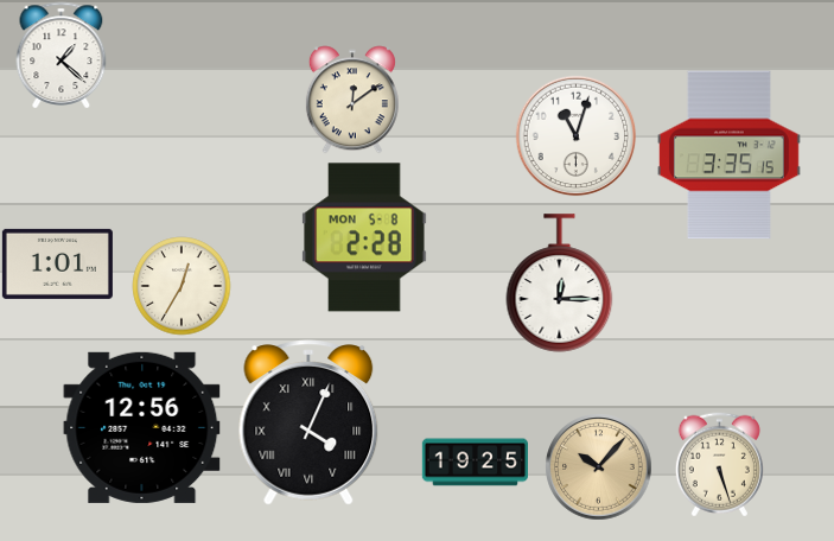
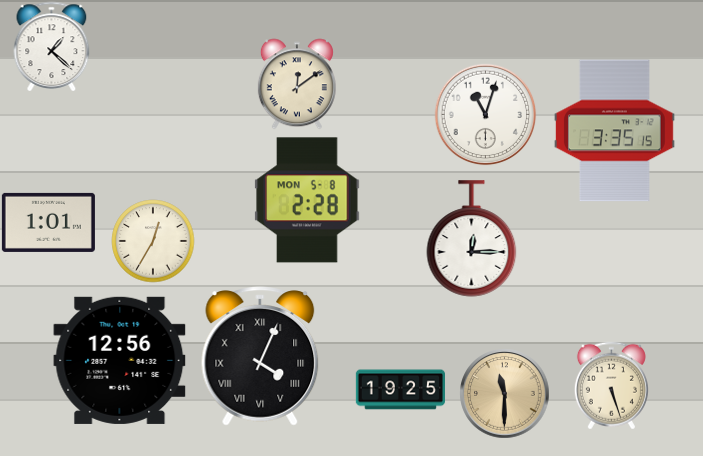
clock at (719, 464) position: (719, 464) -> (611, 385)
clock at (598, 466): 10:07 -> 11:30
